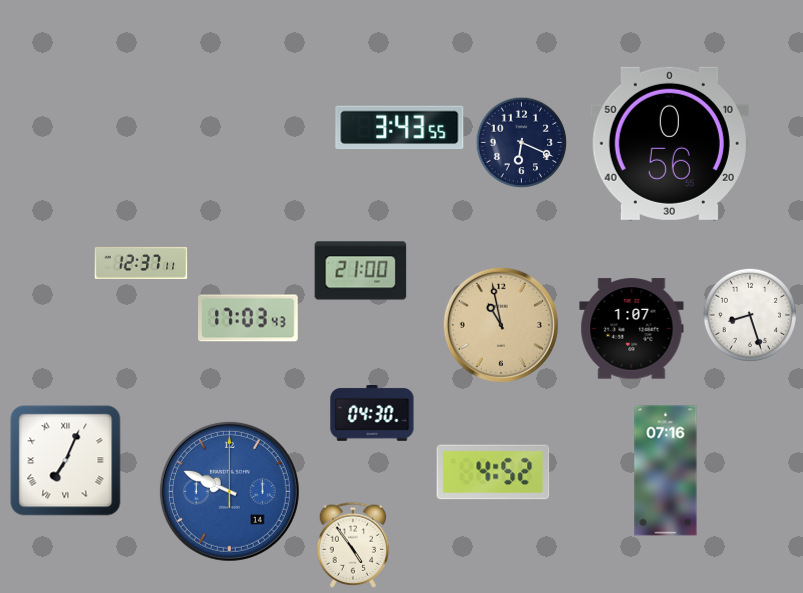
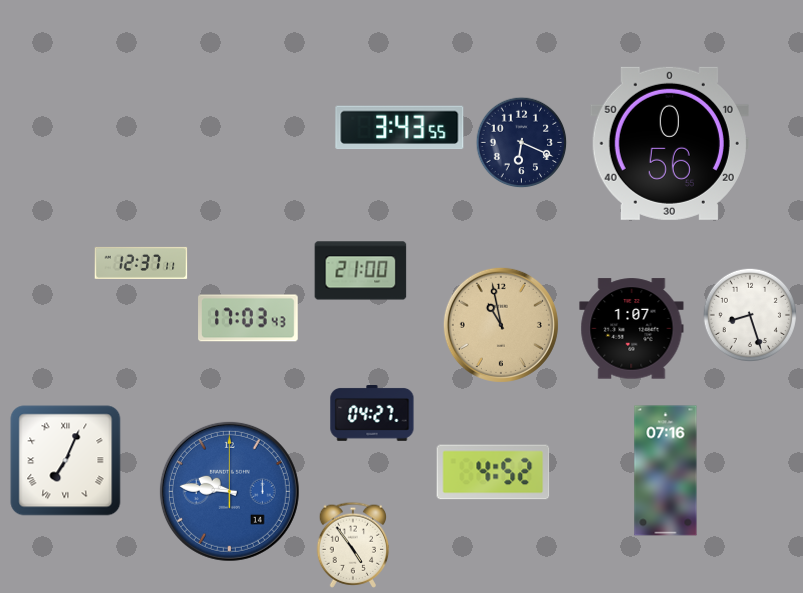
clock at (372, 414): 04:30 -> 04:27
clock at (229, 491): 9:49 -> 9:46
